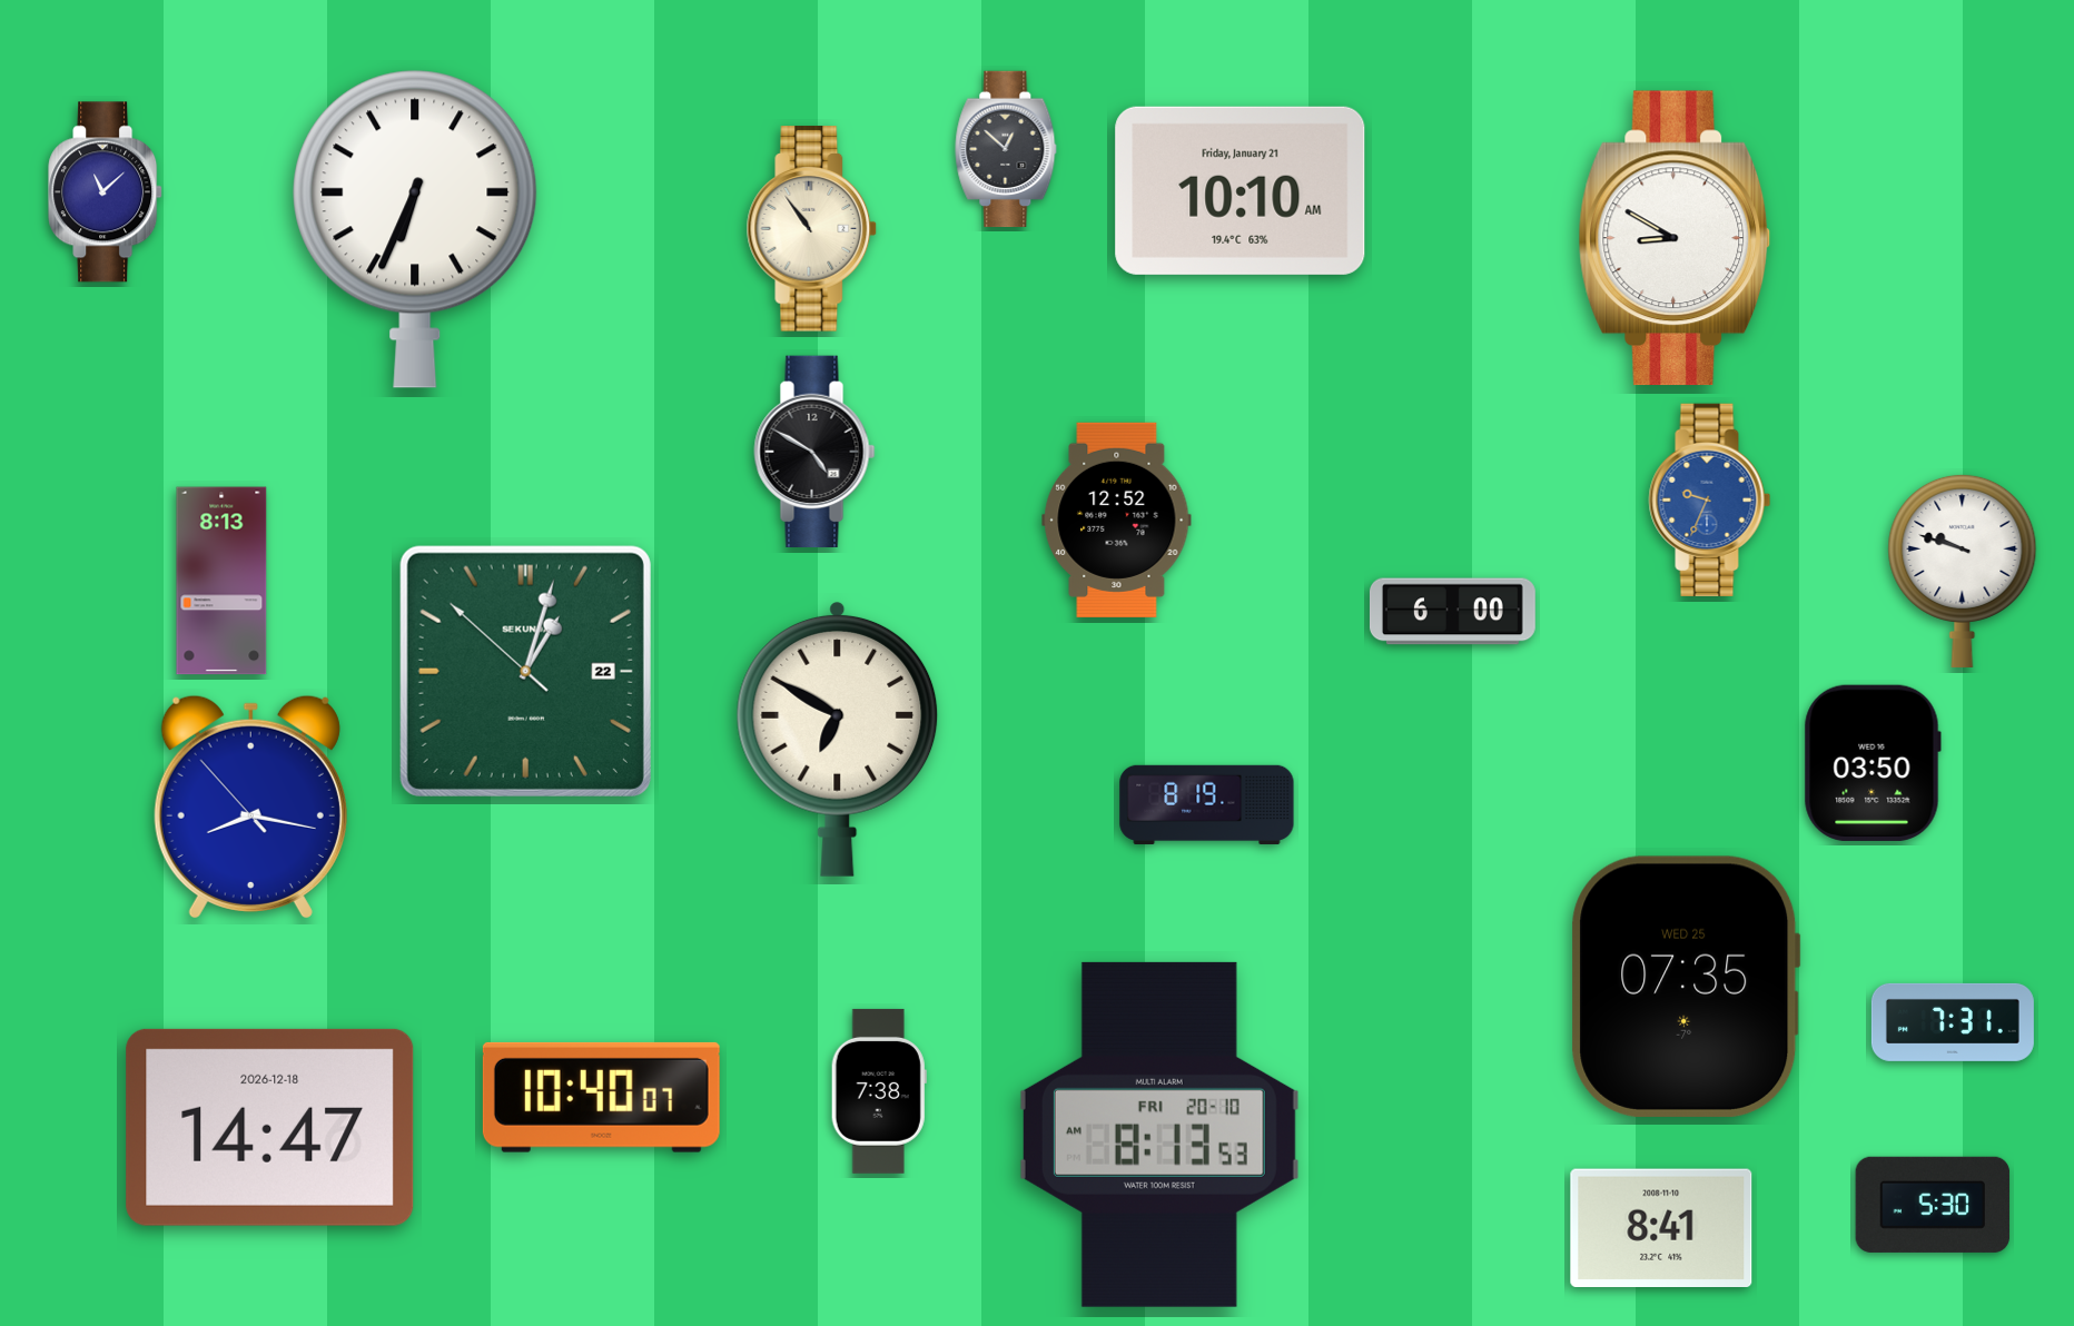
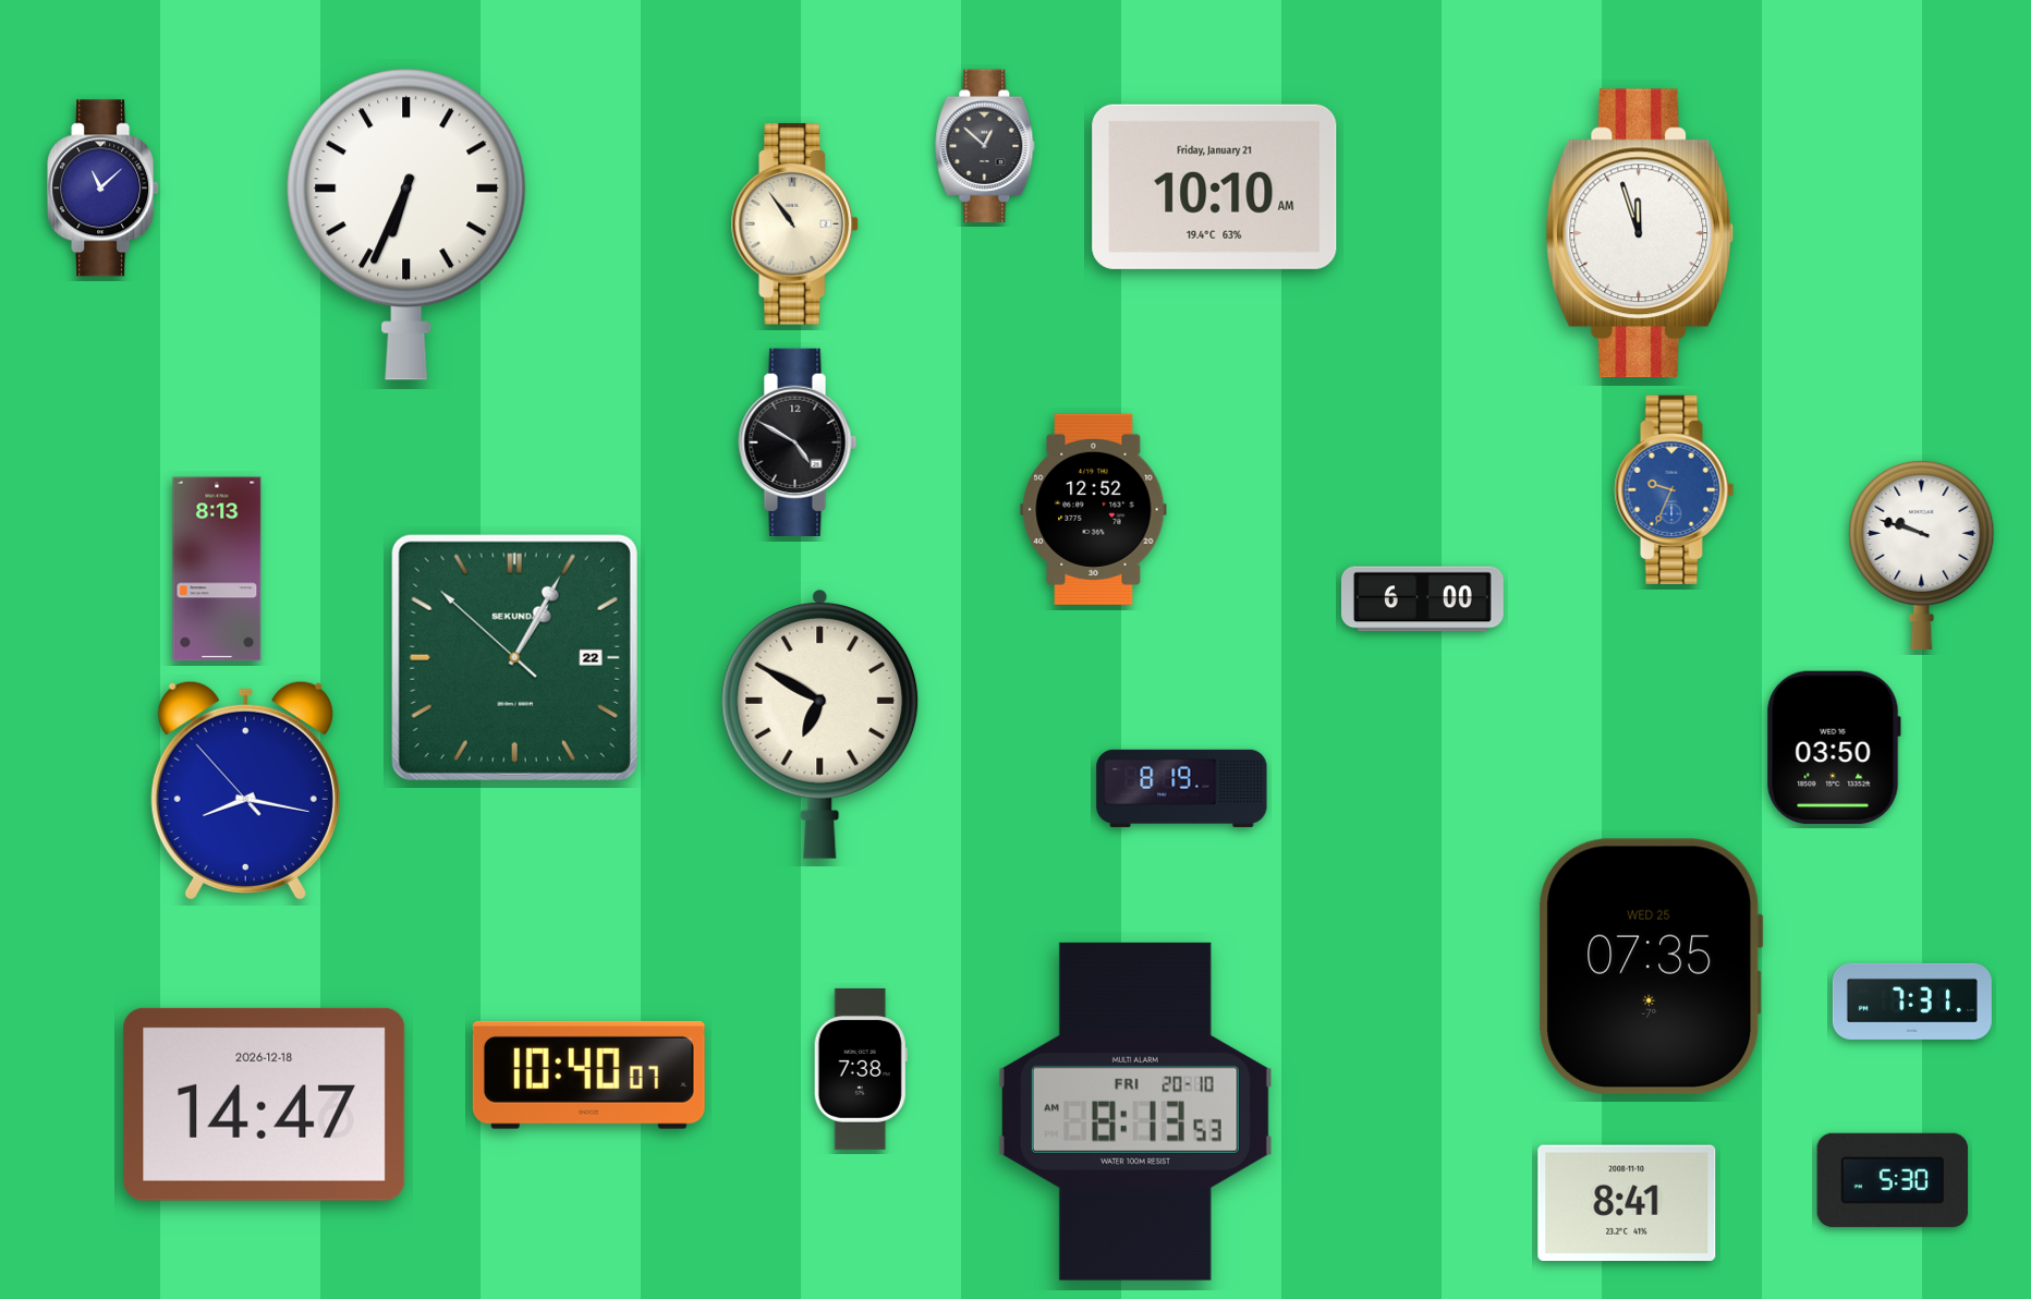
clock at (1675, 238): 8:50 -> 11:57
clock at (1963, 571) position: (1963, 571) -> (1922, 555)
clock at (525, 671): 1:02 -> 1:04
